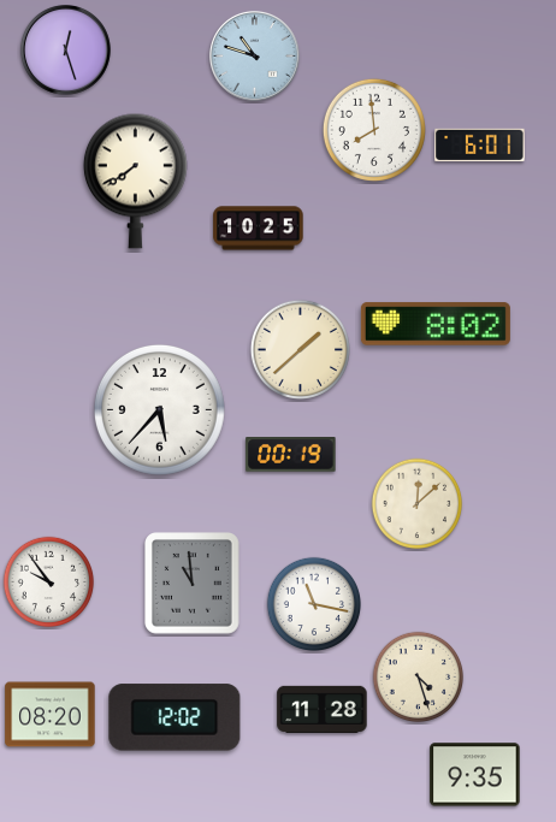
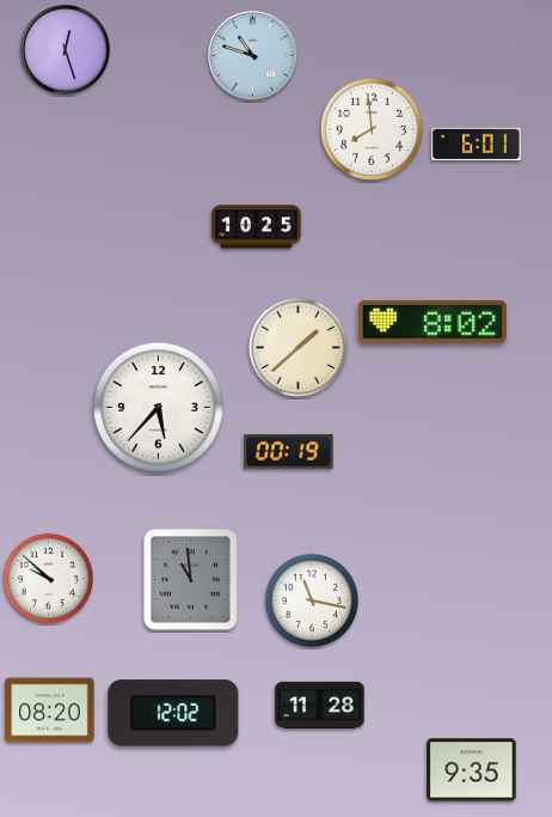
clock at (135, 181): 7:39 -> none
clock at (418, 504): 12:08 -> none
clock at (49, 583): 9:54 -> 9:52
clock at (419, 678): 4:27 -> none
